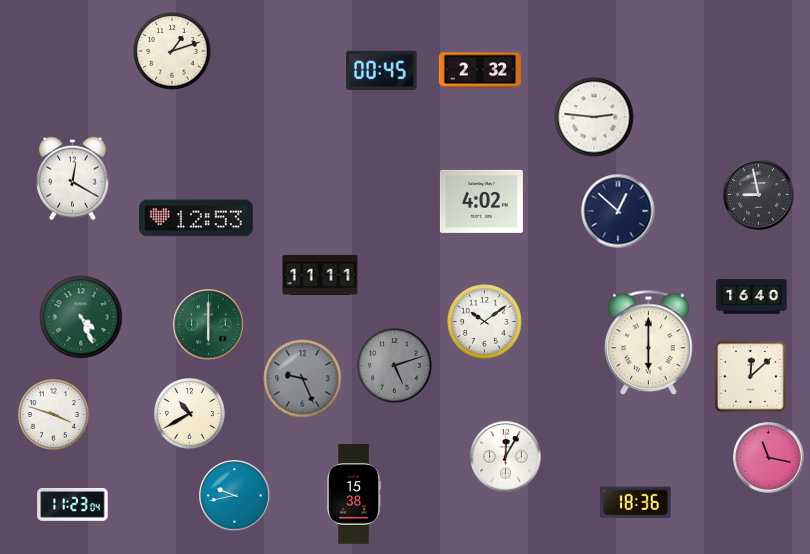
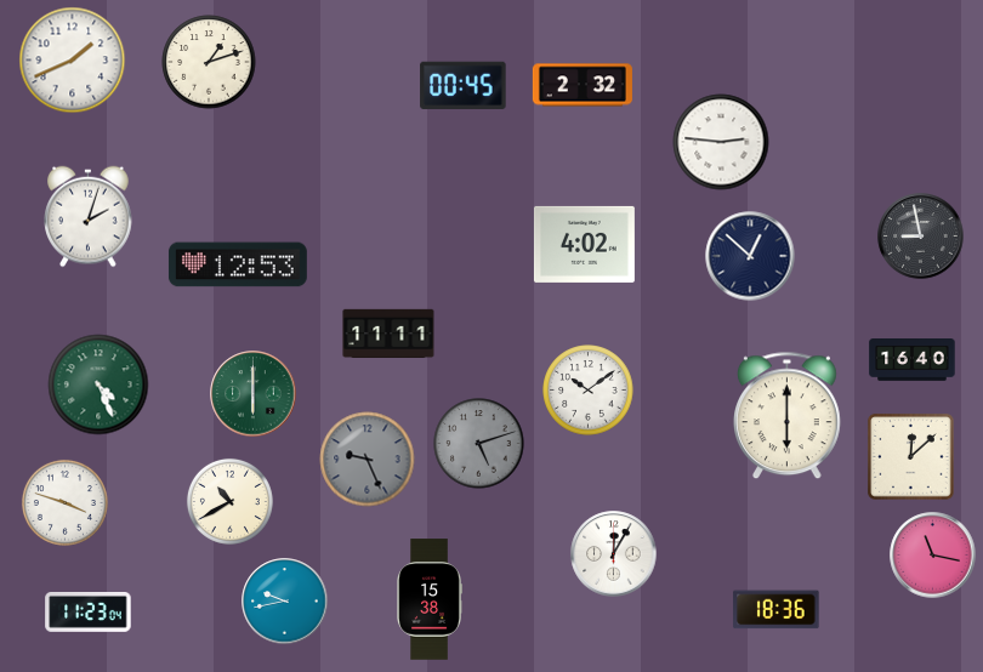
clock at (73, 61): none -> 1:41
clock at (73, 179): 12:20 -> 2:03
clock at (636, 503) position: (636, 503) -> (777, 610)
